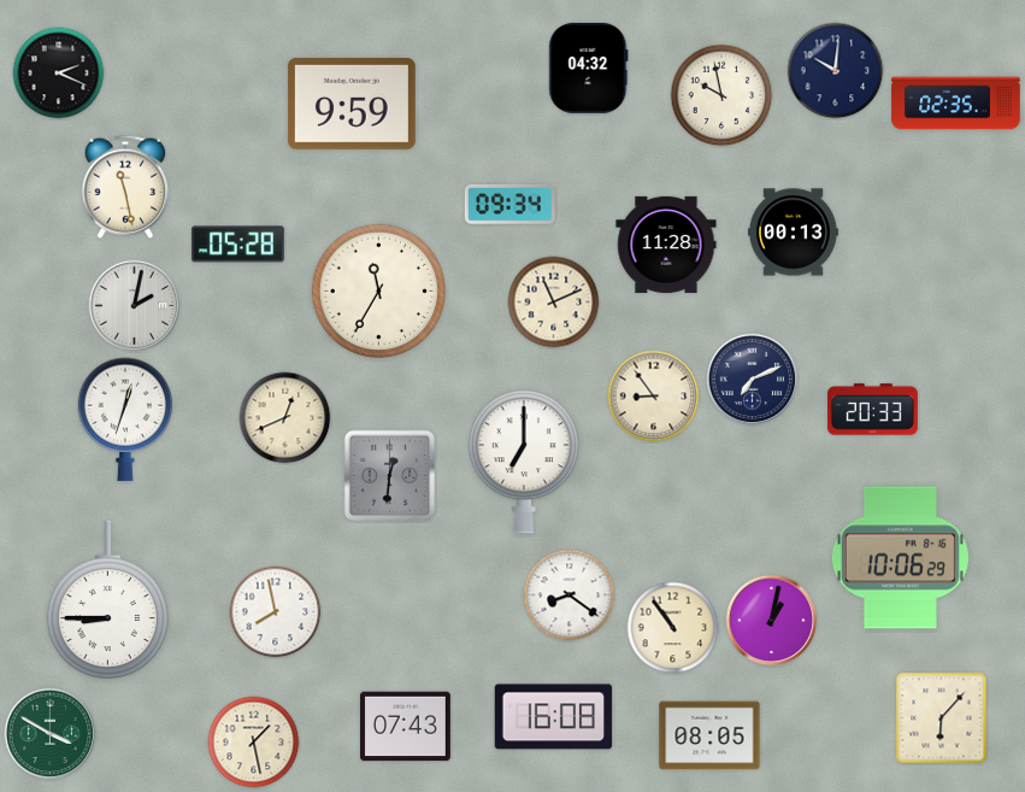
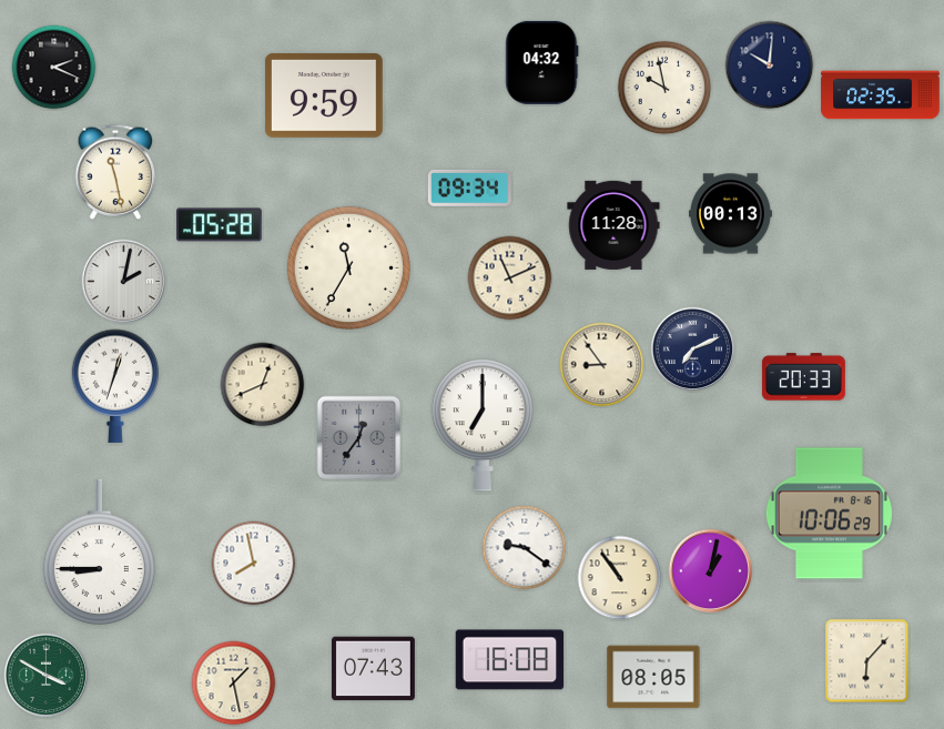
clock at (390, 476): 12:31 -> 12:36
clock at (570, 596): 8:21 -> 9:21
